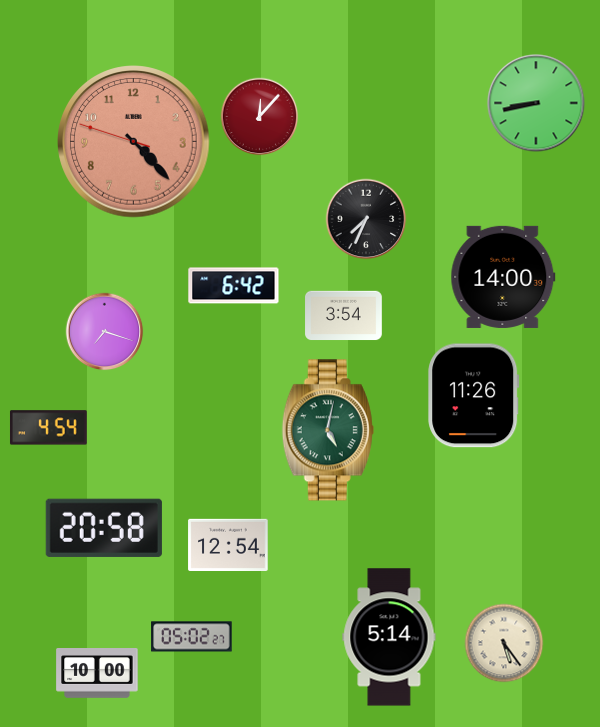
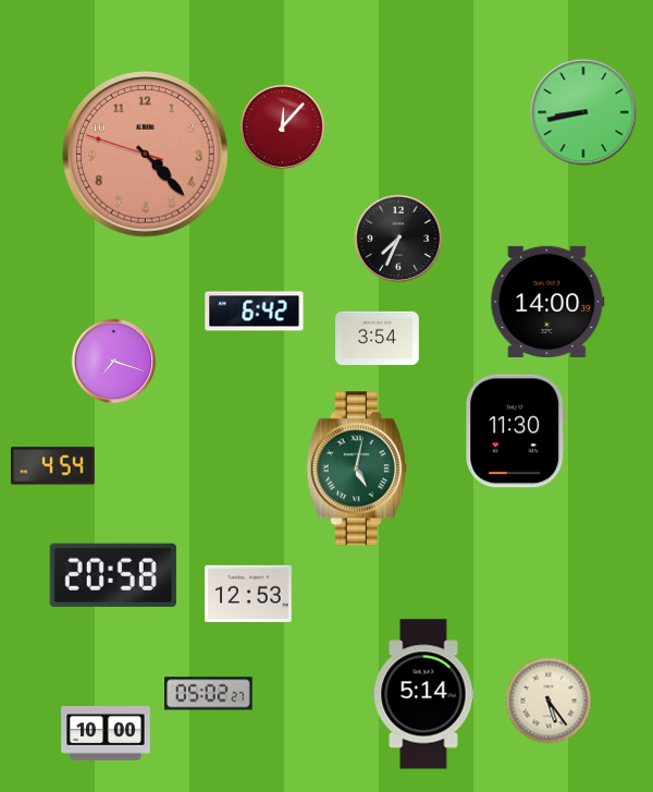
clock at (344, 316) position: (344, 316) -> (378, 339)
clock at (474, 396): 11:26 -> 11:30
clock at (228, 544): 12:54 -> 12:53
